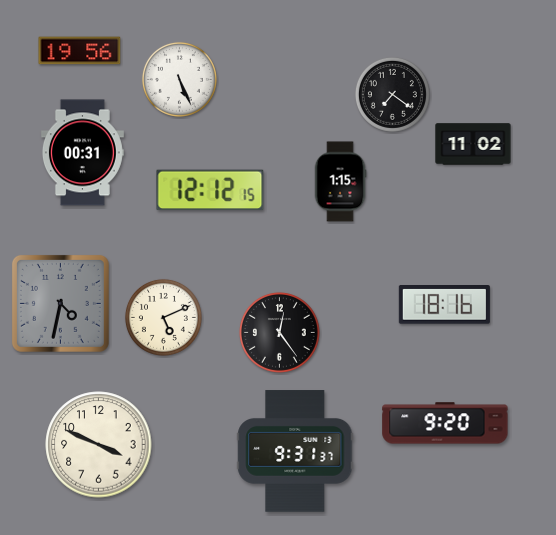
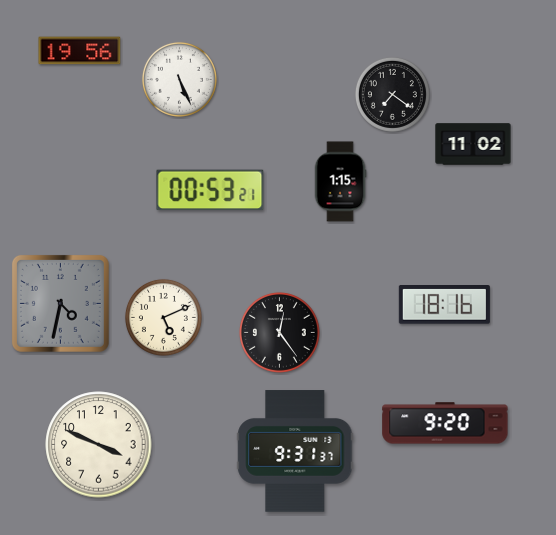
clock at (82, 153): 00:31 -> none
clock at (210, 190): 12:12 -> 00:53
